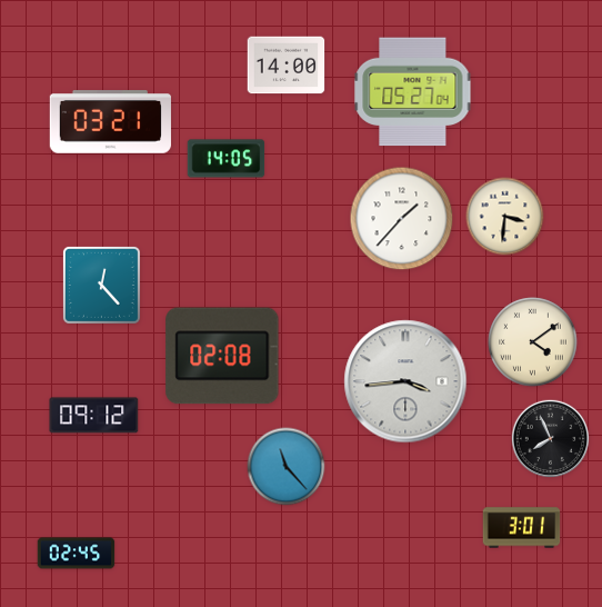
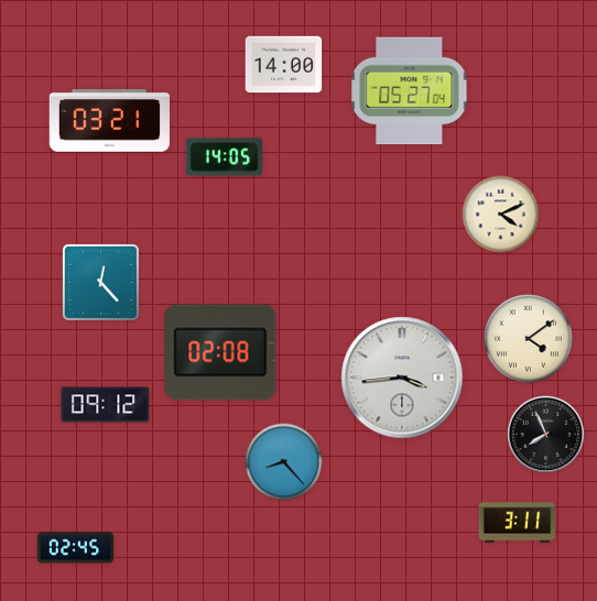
clock at (505, 217): 3:31 -> 4:11
clock at (402, 219): 1:37 -> none
clock at (94, 416) position: (94, 416) -> (106, 405)
clock at (287, 467): 11:23 -> 8:23
clock at (522, 528): 3:01 -> 3:11
